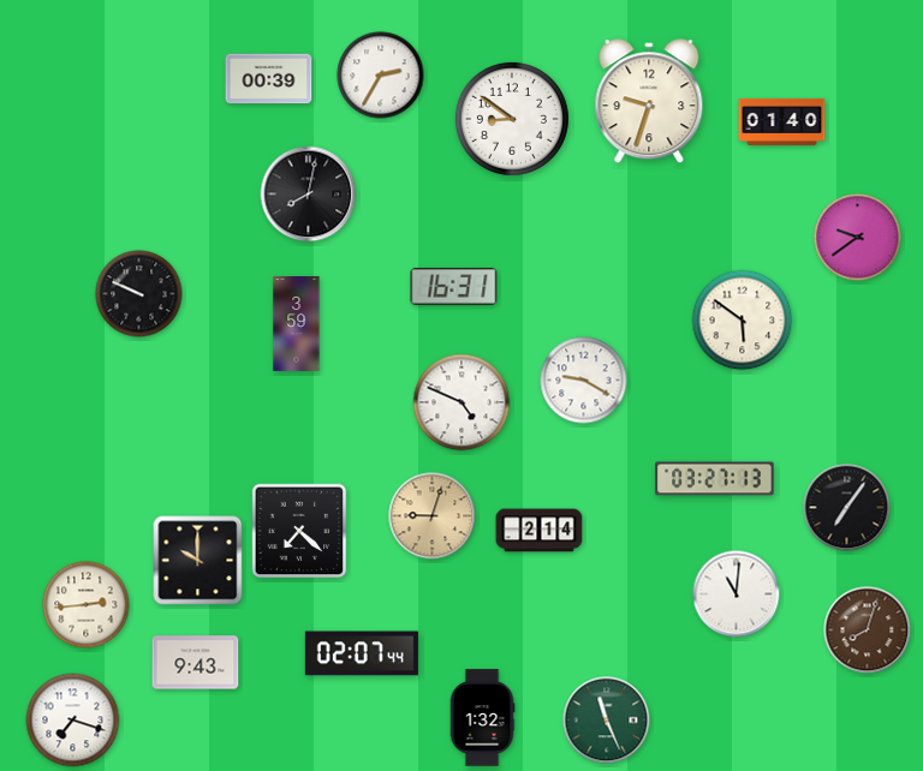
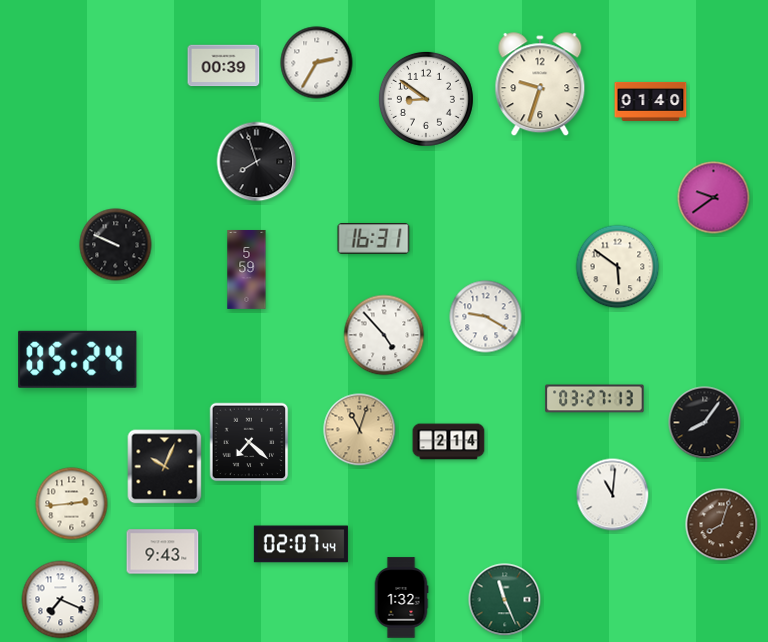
clock at (309, 195): 8:02 -> 7:57
clock at (454, 287) position: (454, 287) -> (374, 239)
clock at (297, 324): 3:59 -> 5:59
clock at (461, 402): 4:49 -> 4:53
clock at (78, 359): none -> 05:24
clock at (847, 508): 7:06 -> 8:06
clock at (433, 516): 9:03 -> 11:03
clock at (198, 561): 10:00 -> 10:04
clock at (73, 721): 7:18 -> 7:19
